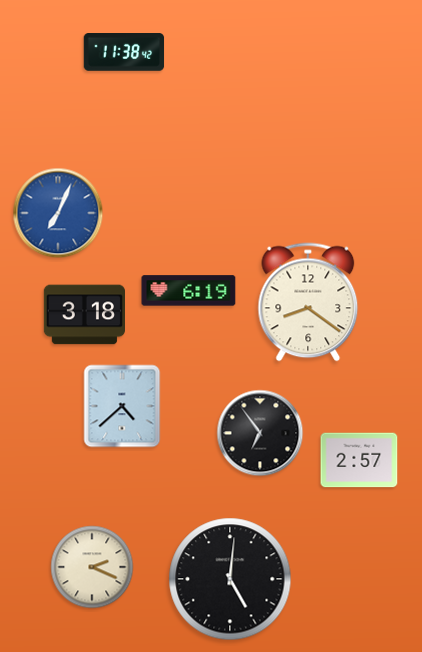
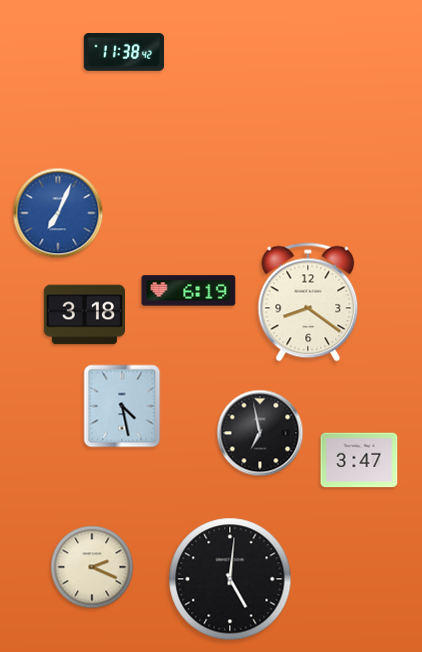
clock at (122, 406): 4:38 -> 4:28
clock at (260, 433): 6:54 -> 6:58
clock at (359, 460): 2:57 -> 3:47
